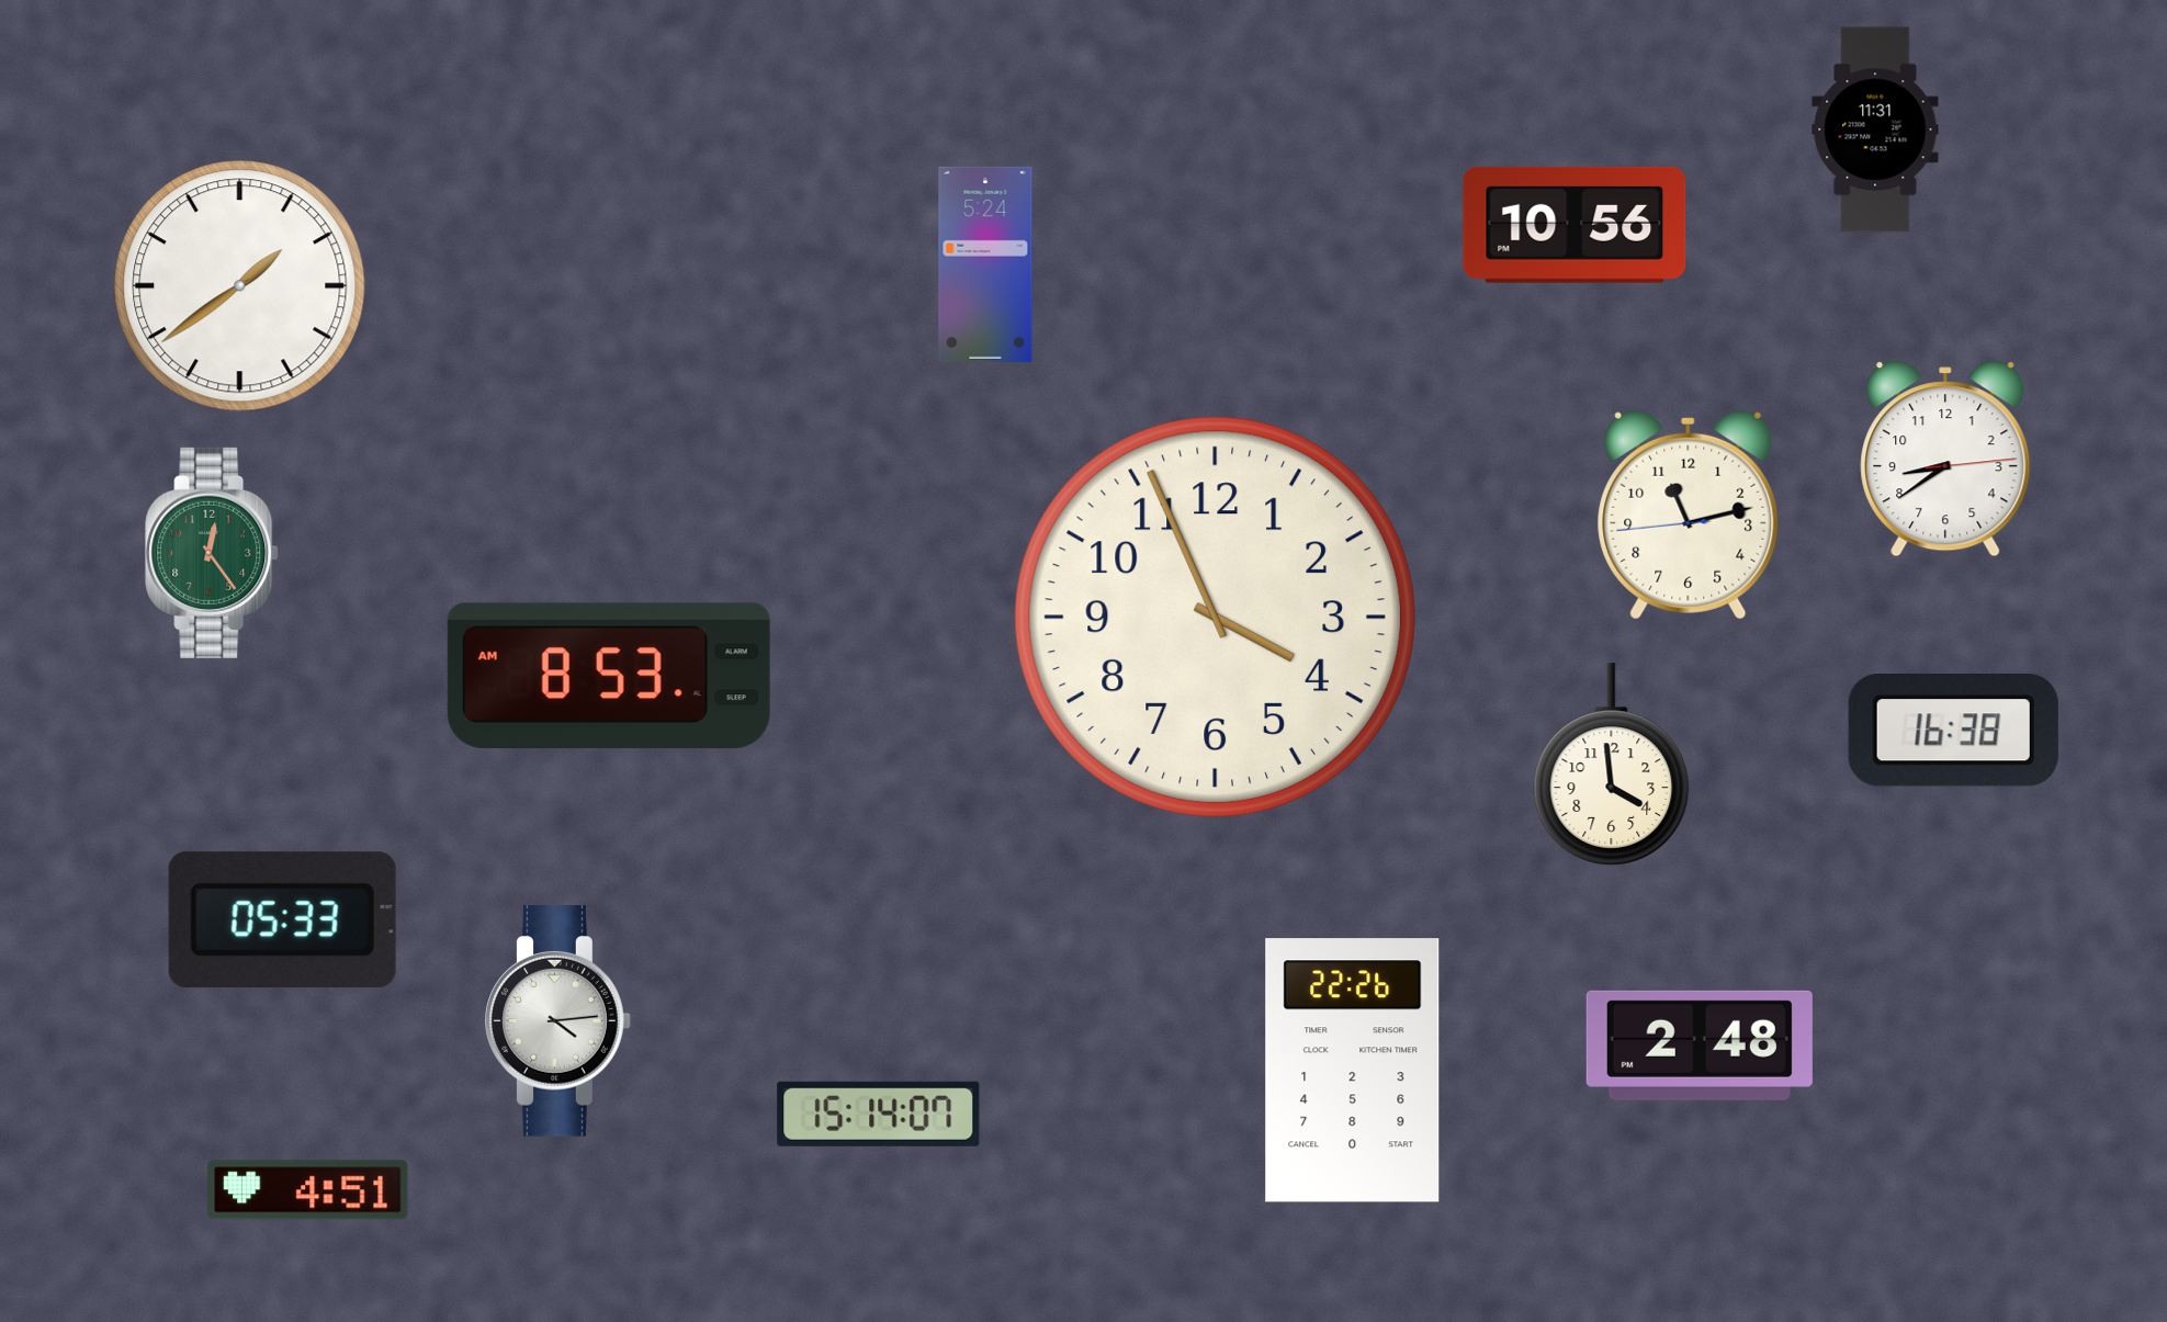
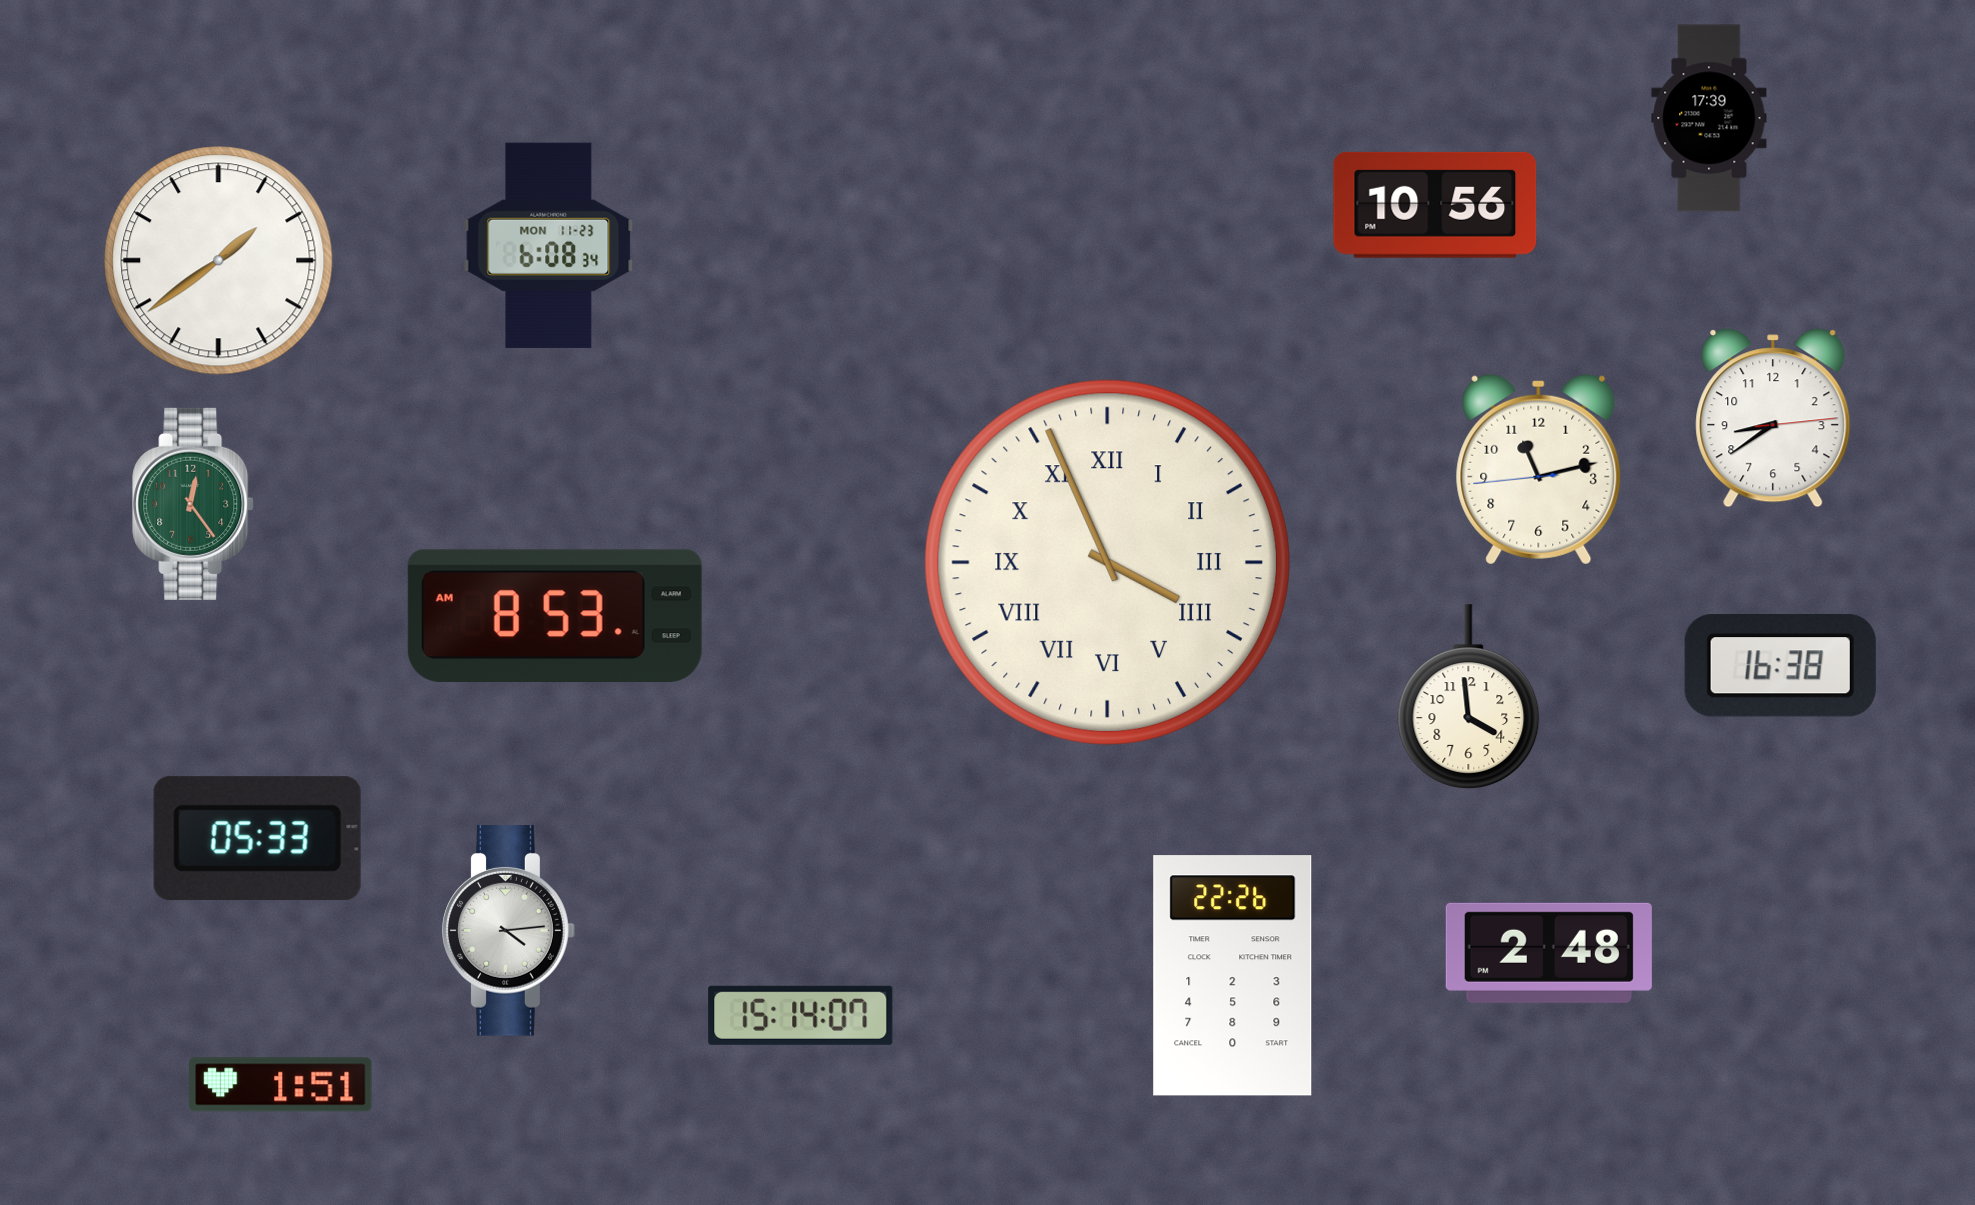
clock at (1875, 129): 11:31 -> 17:39
clock at (985, 264): 5:24 -> none
clock at (549, 245): none -> 6:08
clock at (1215, 617) numerals: Arabic -> Roman
clock at (308, 1190): 4:51 -> 1:51
